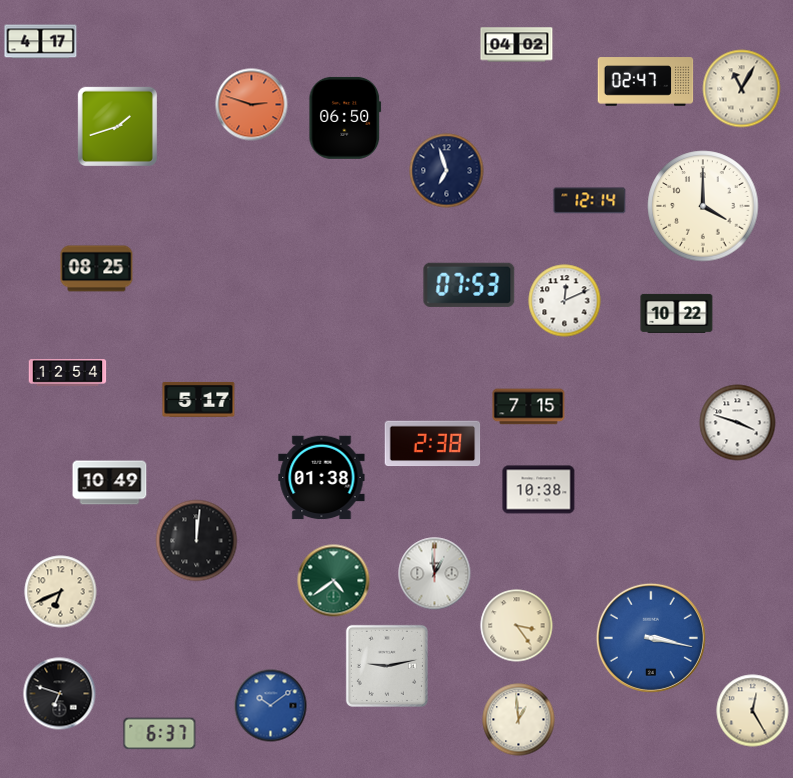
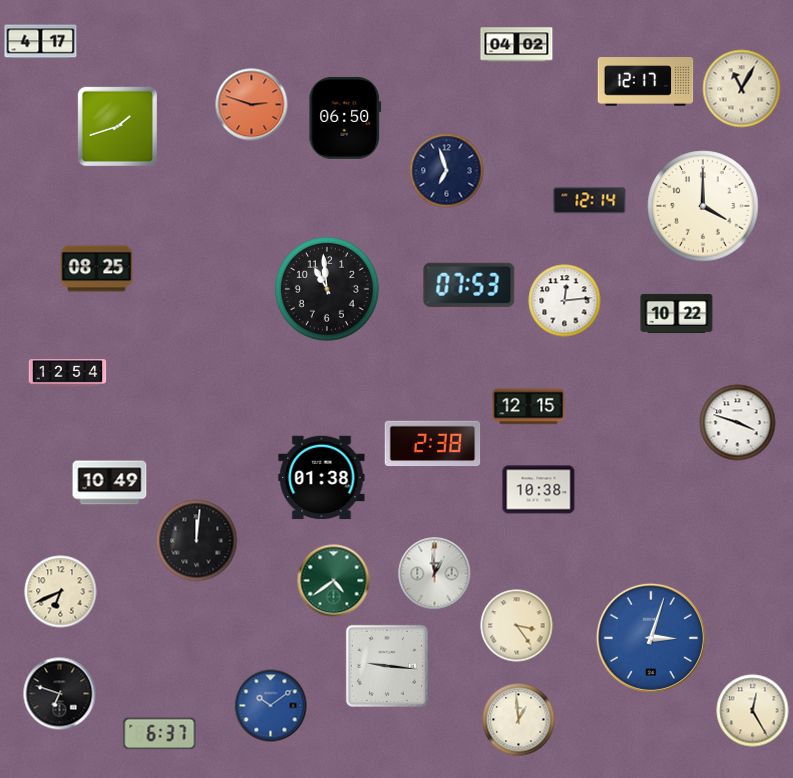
clock at (646, 82): 02:47 -> 12:17
clock at (327, 289): none -> 10:59
clock at (565, 301): 12:11 -> 12:14
clock at (199, 399): 5:17 -> none
clock at (529, 407): 7:15 -> 12:15
clock at (651, 638): 3:17 -> 3:03
clock at (387, 666): 9:13 -> 9:16
